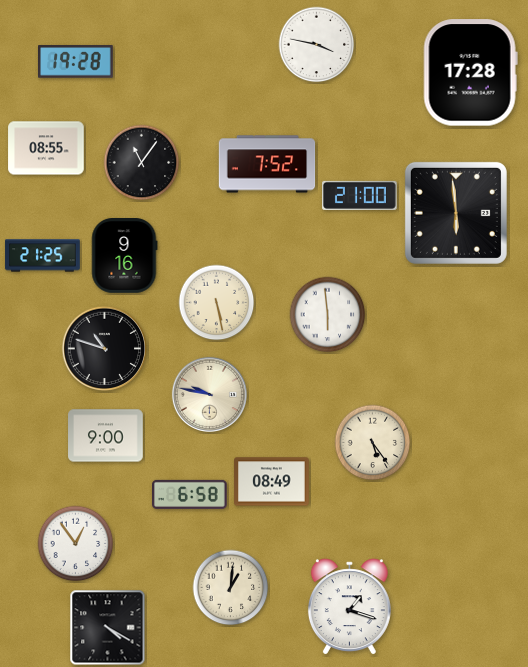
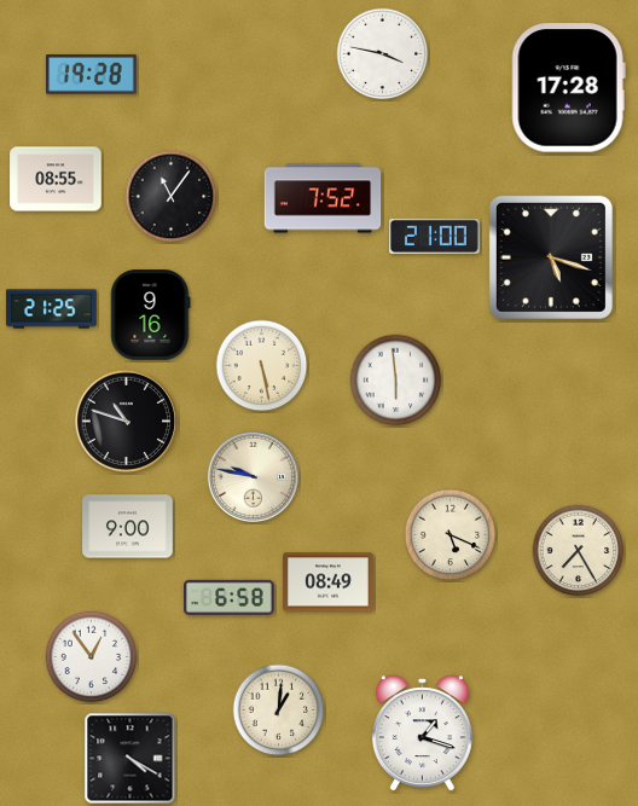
clock at (456, 213): 5:59 -> 5:18
clock at (125, 256) position: (125, 256) -> (151, 315)
clock at (373, 443): 5:24 -> 5:19
clock at (579, 551): none -> 7:25
